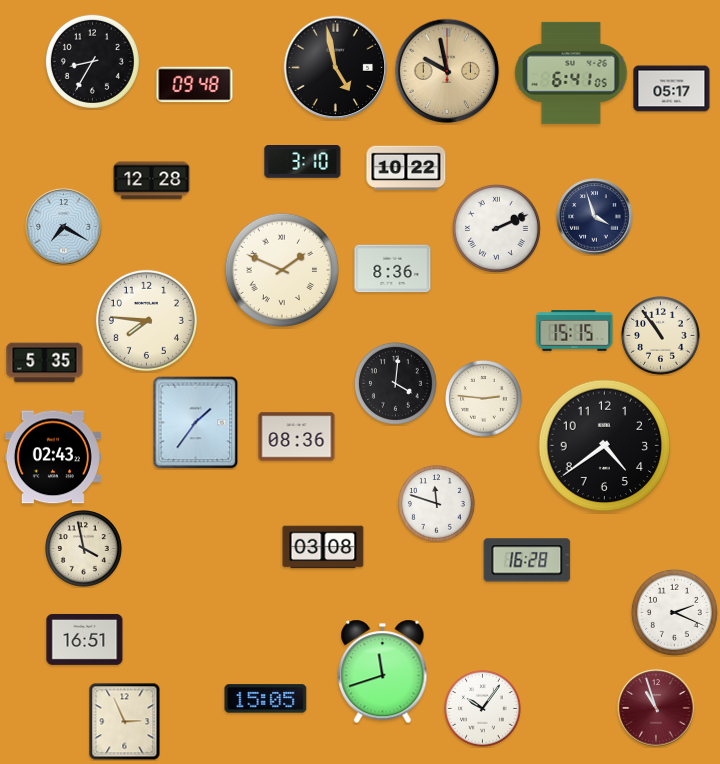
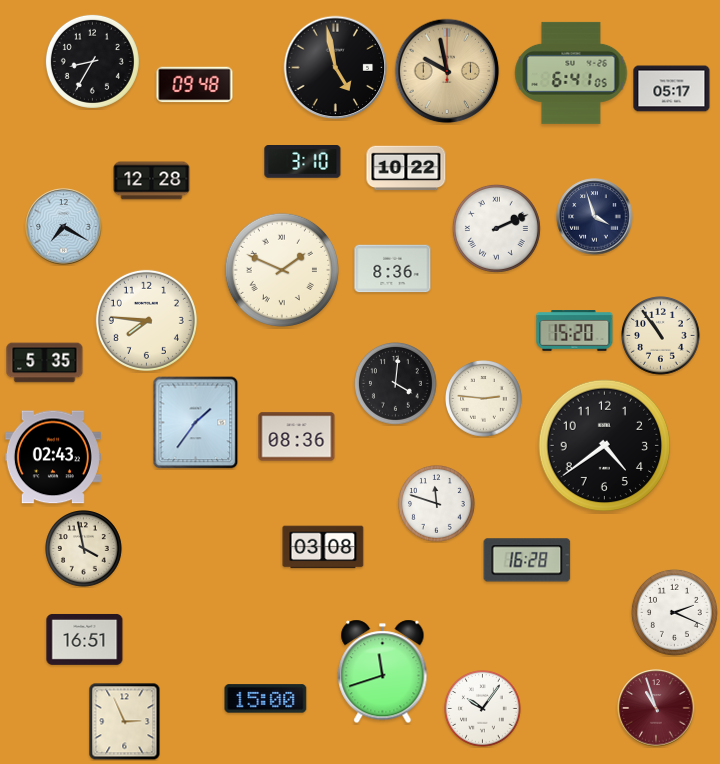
clock at (575, 331): 15:15 -> 15:20
clock at (266, 699): 15:05 -> 15:00
